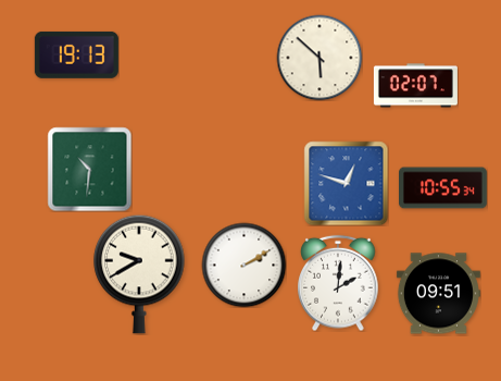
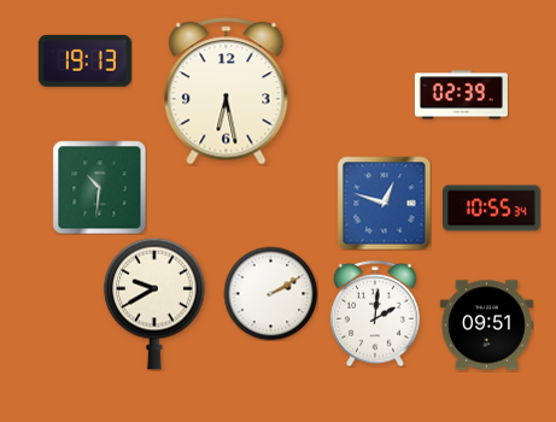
clock at (320, 58): 5:52 -> none
clock at (227, 92): none -> 6:28
clock at (415, 86): 02:07 -> 02:39
